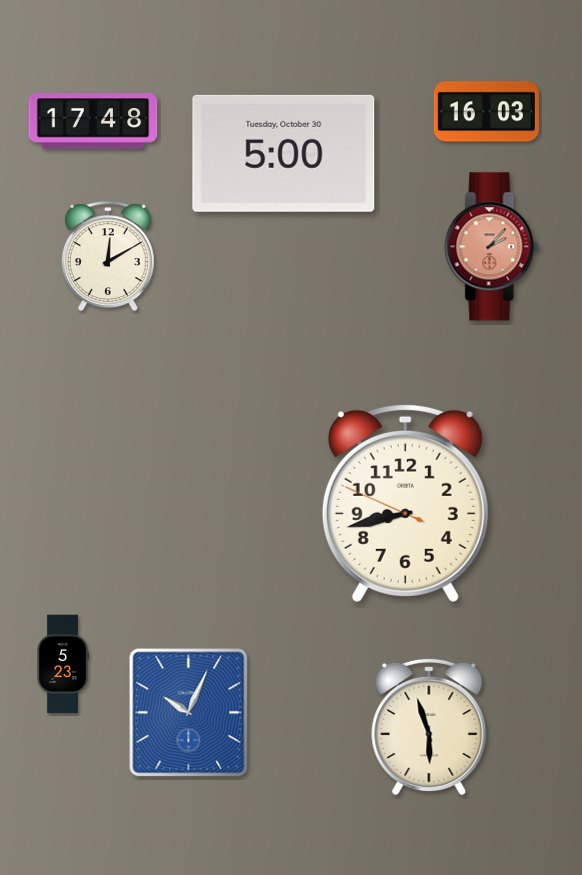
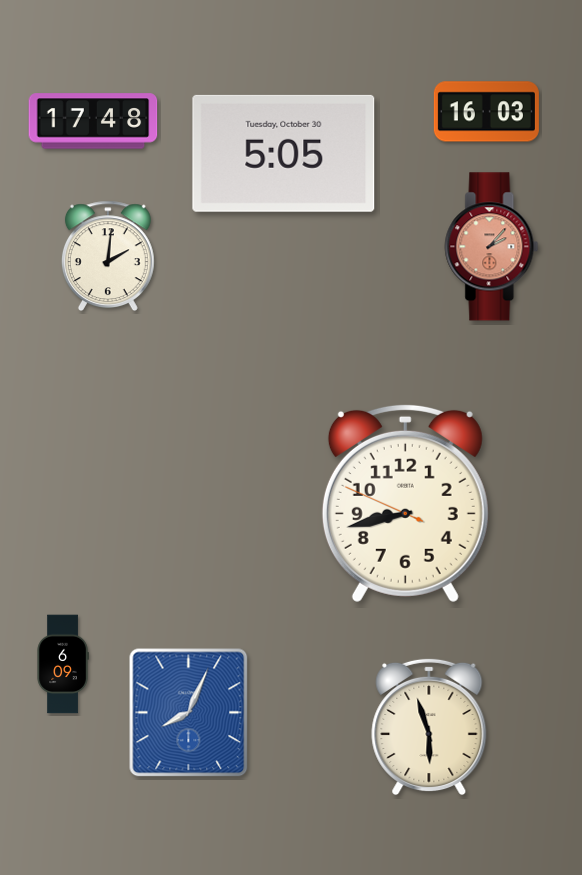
clock at (284, 153): 5:00 -> 5:05
clock at (108, 256): 12:10 -> 2:01
clock at (63, 664): 5:23 -> 6:09
clock at (189, 713): 10:04 -> 8:04
